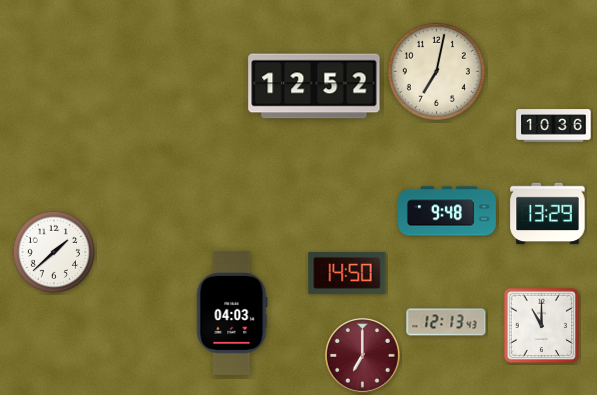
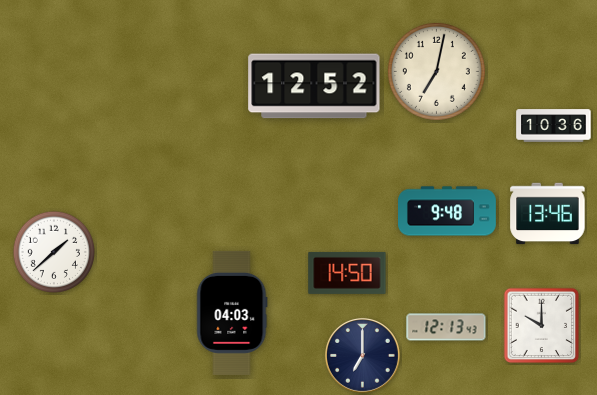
clock at (548, 214): 13:29 -> 13:46
clock at (446, 322) position: (446, 322) -> (446, 327)
clock at (542, 326): 11:00 -> 10:00
clock at (362, 355) dial: burgundy -> navy
